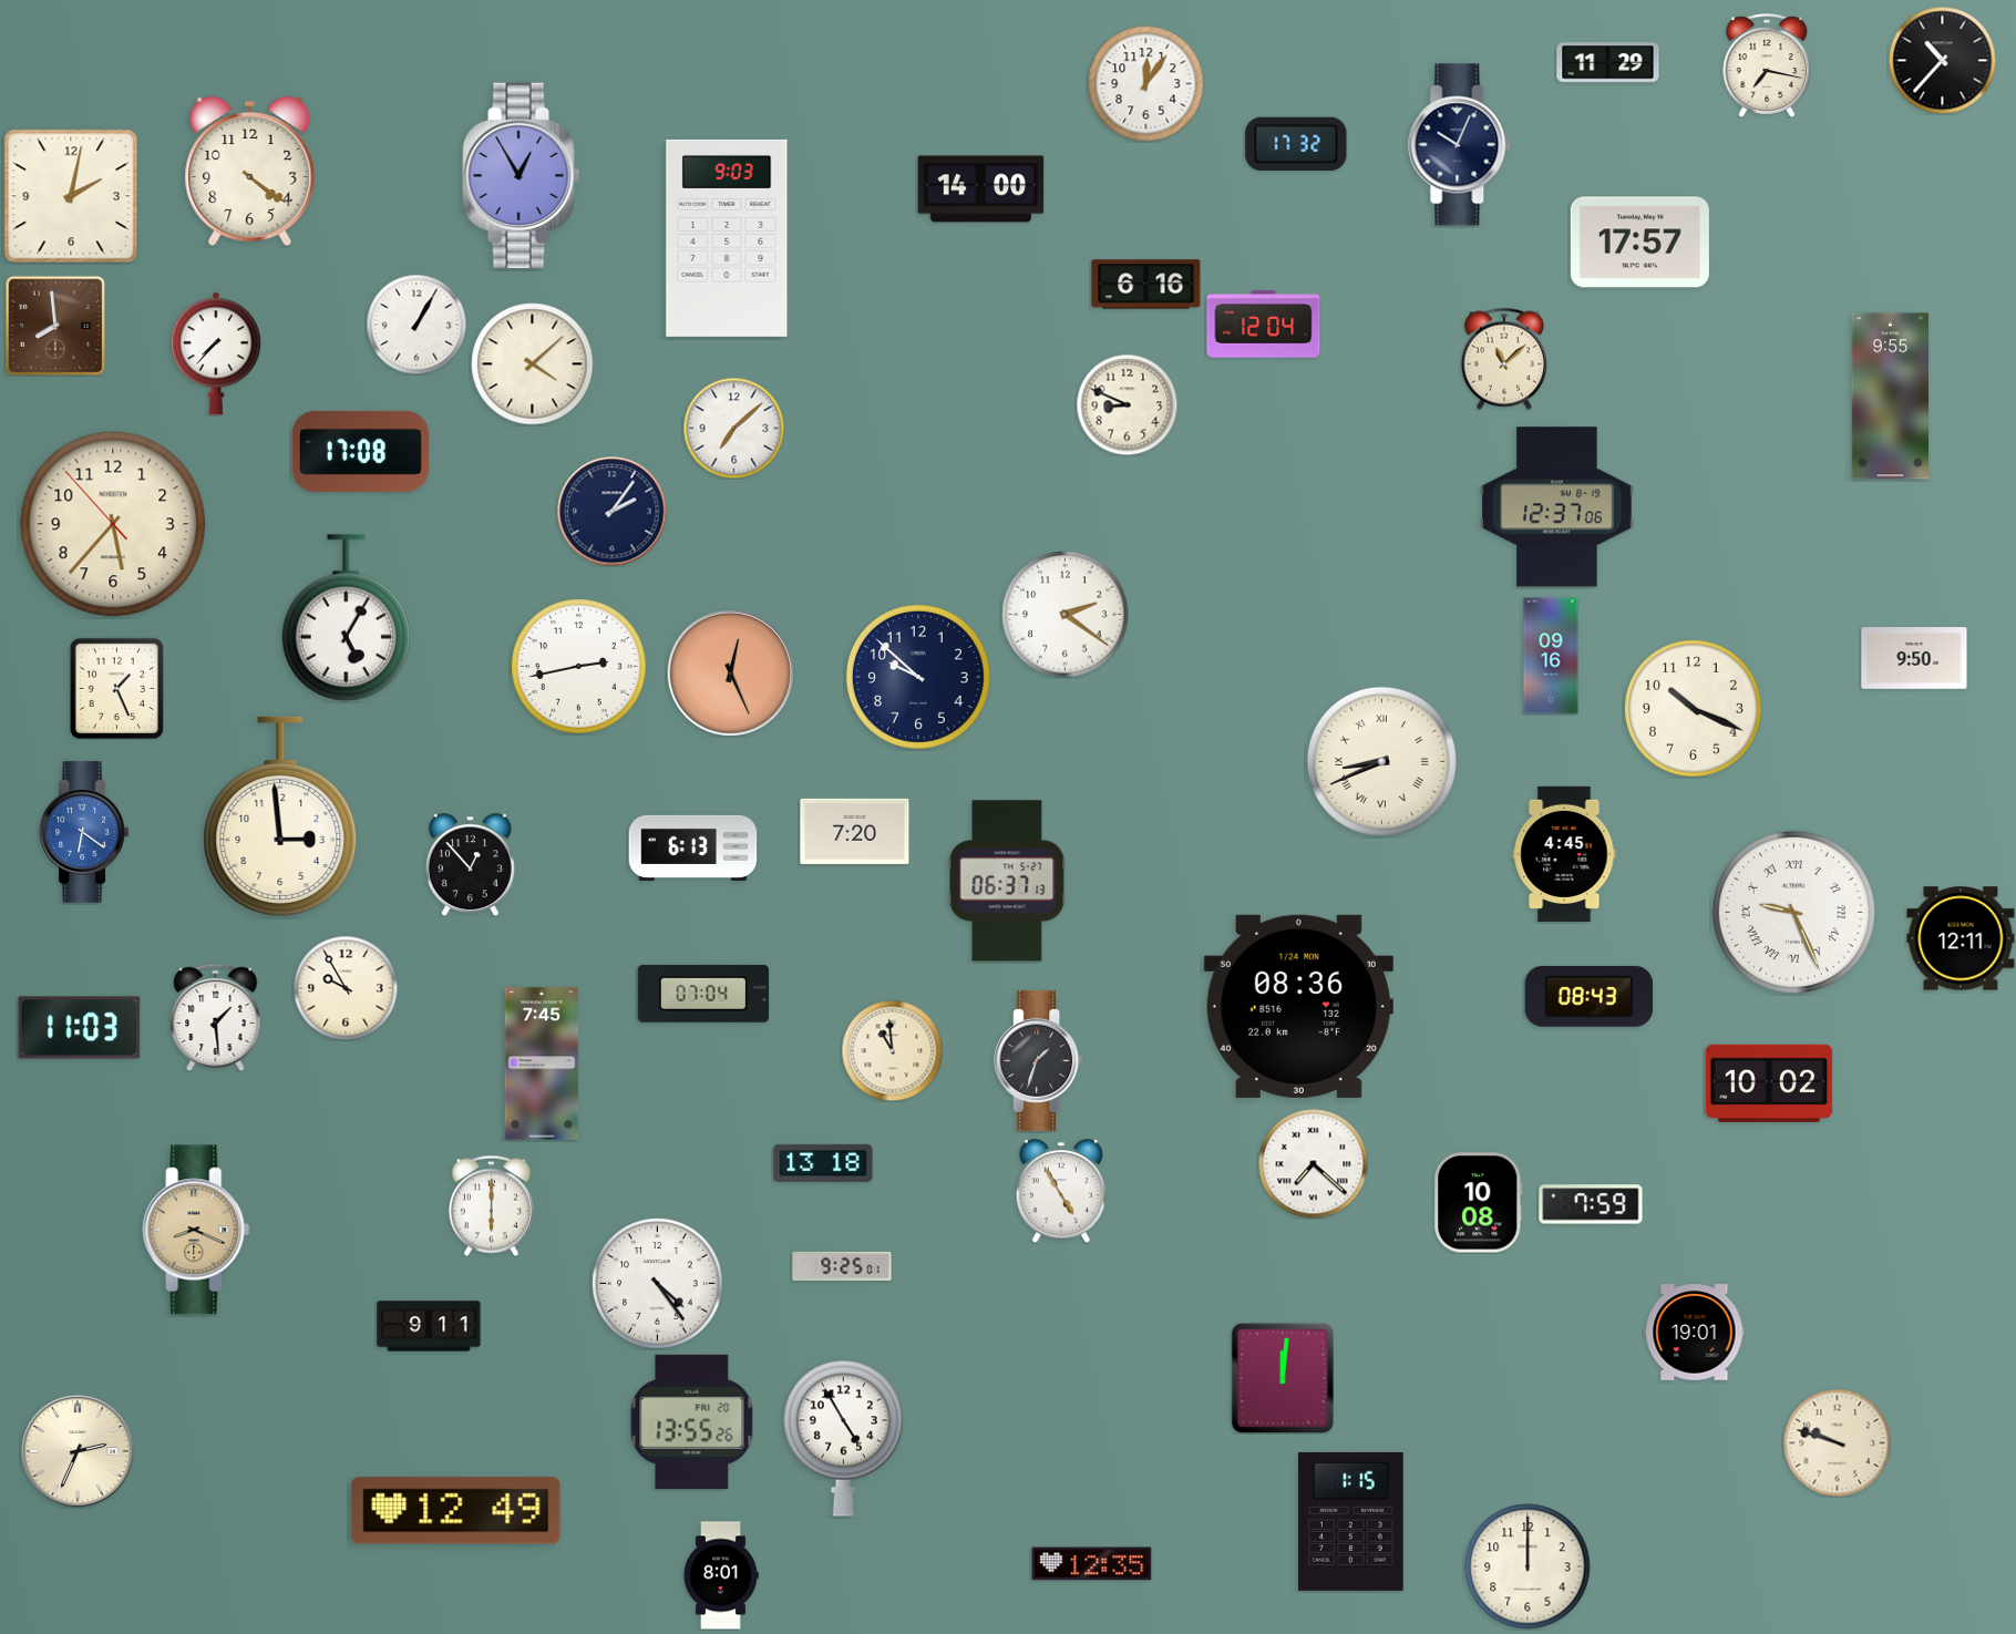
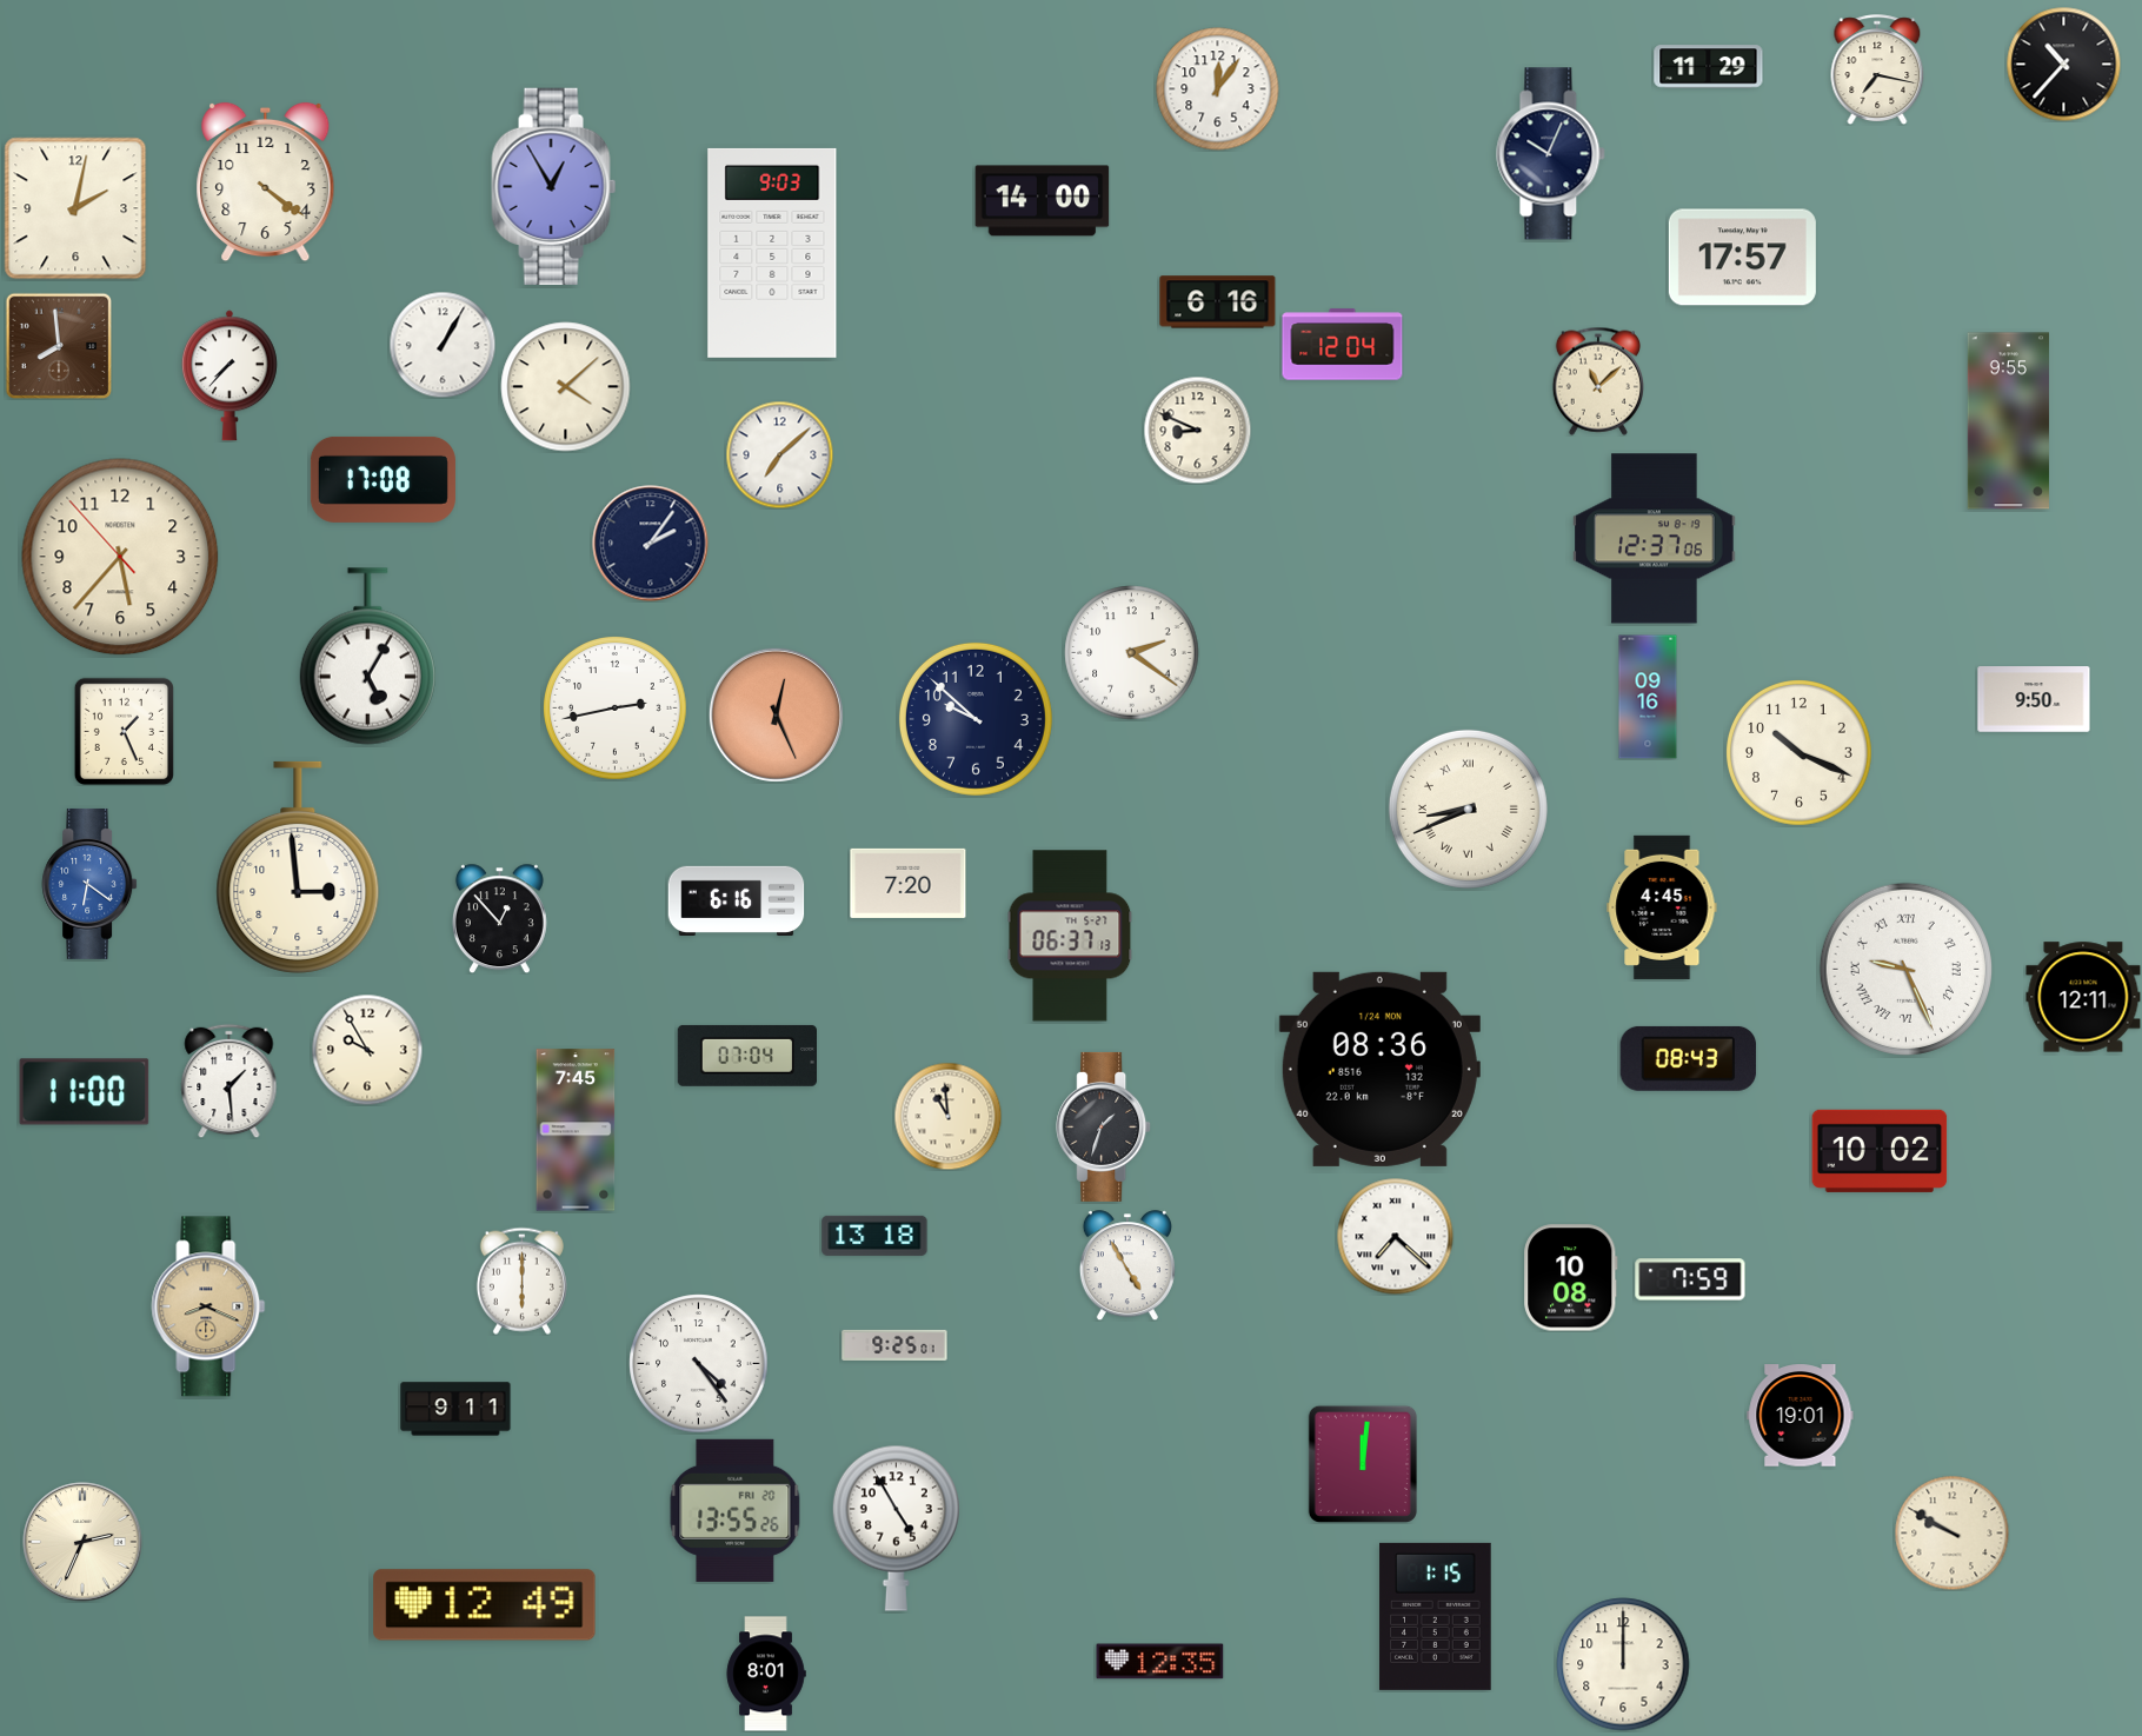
clock at (1296, 144): 17:32 -> none
clock at (693, 847): 6:13 -> 6:16
clock at (80, 1028): 11:03 -> 11:00
clock at (1837, 1442): 9:48 -> 9:50
